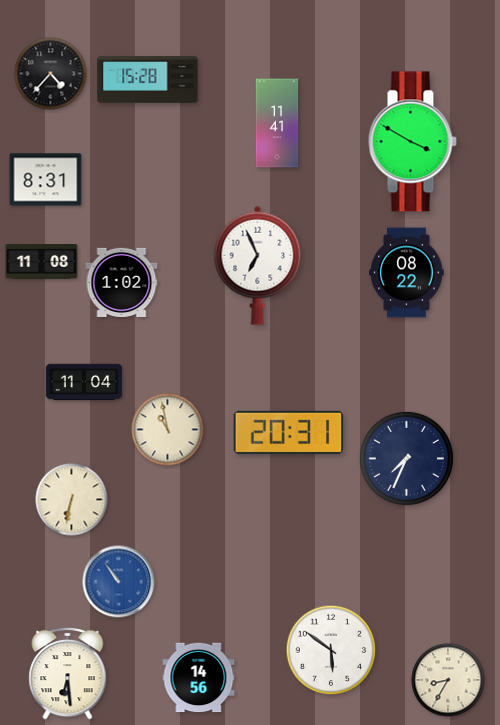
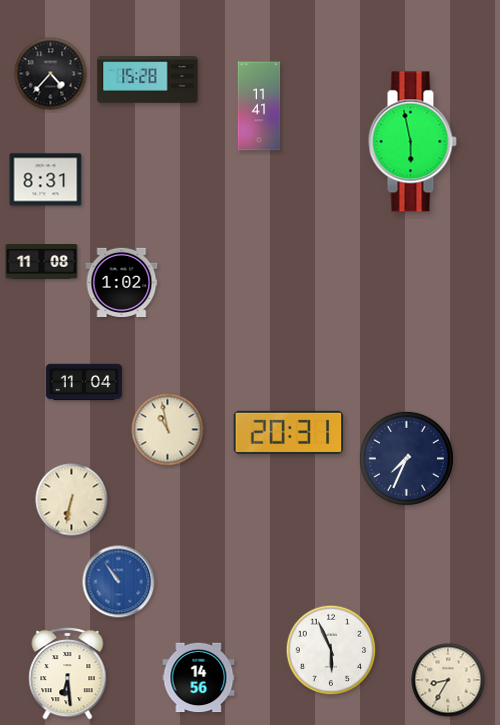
clock at (277, 123) position: (277, 123) -> (259, 106)
clock at (412, 142): 3:50 -> 5:58
clock at (258, 265): 6:56 -> none
clock at (407, 273): 08:22 -> none
clock at (331, 650): 5:51 -> 5:56
